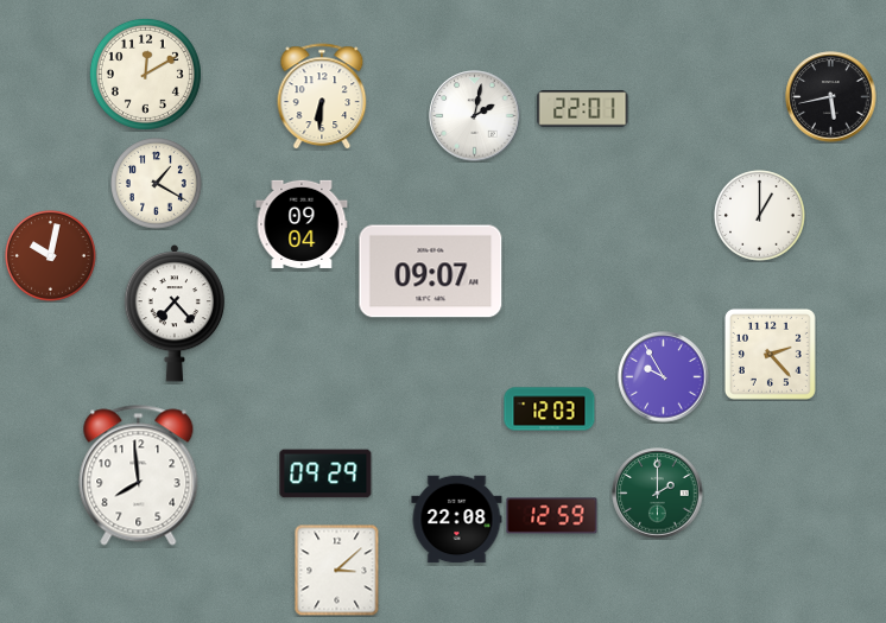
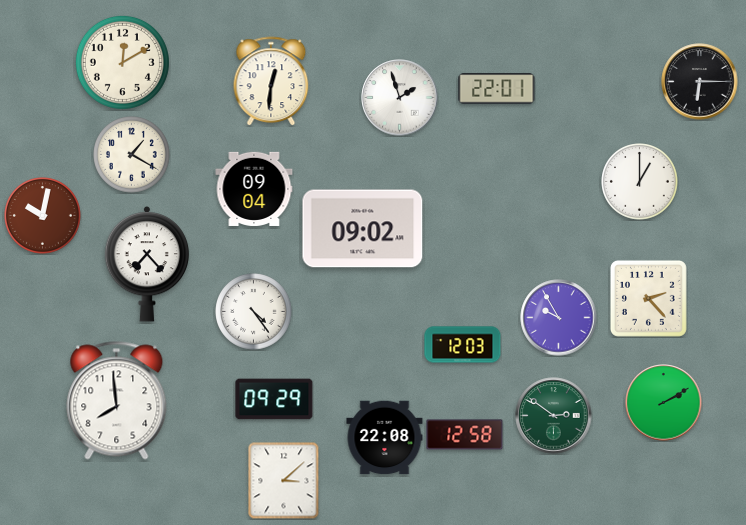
clock at (322, 96): 6:31 -> 12:31
clock at (831, 97): 5:43 -> 6:15
clock at (583, 109) position: (583, 109) -> (497, 89)
clock at (475, 116): 2:02 -> 1:57
clock at (431, 272): 09:07 -> 09:02
clock at (254, 312): none -> 4:24
clock at (664, 403): none -> 2:10
clock at (658, 494): 2:00 -> 2:51
clock at (552, 516): 12:59 -> 12:58
